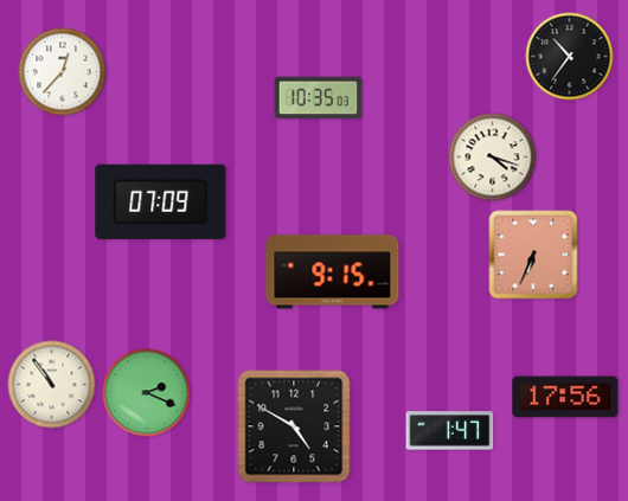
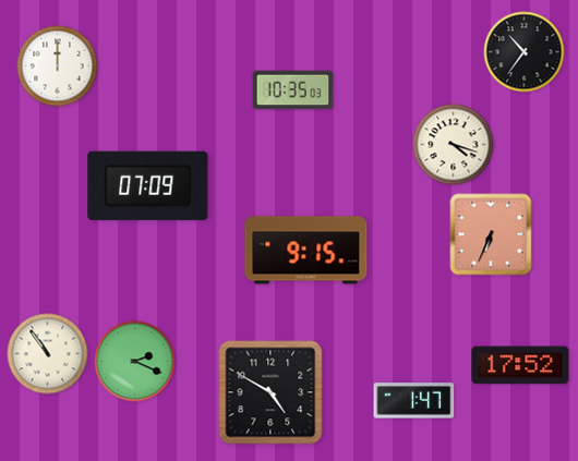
clock at (63, 72): 12:37 -> 12:00
clock at (565, 397): 17:56 -> 17:52
clock at (450, 431) position: (450, 431) -> (414, 401)
